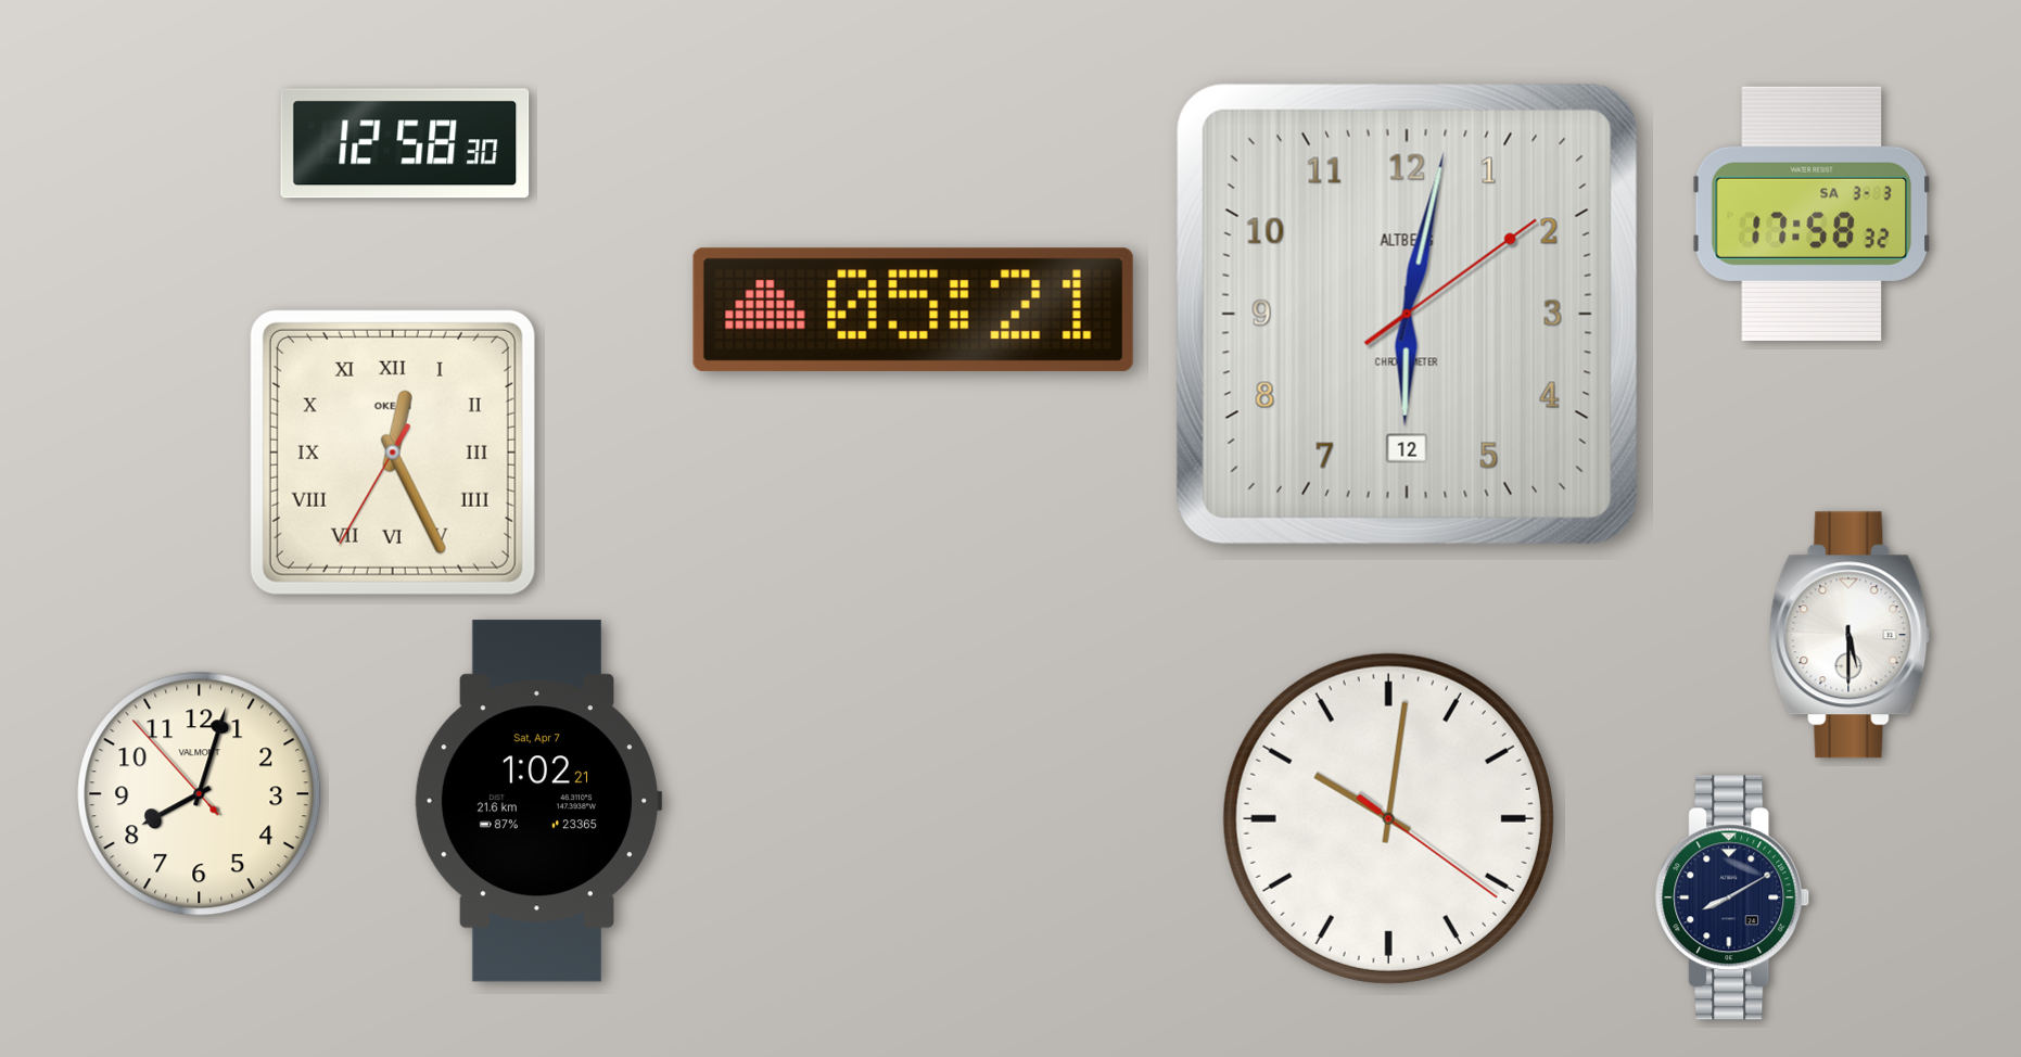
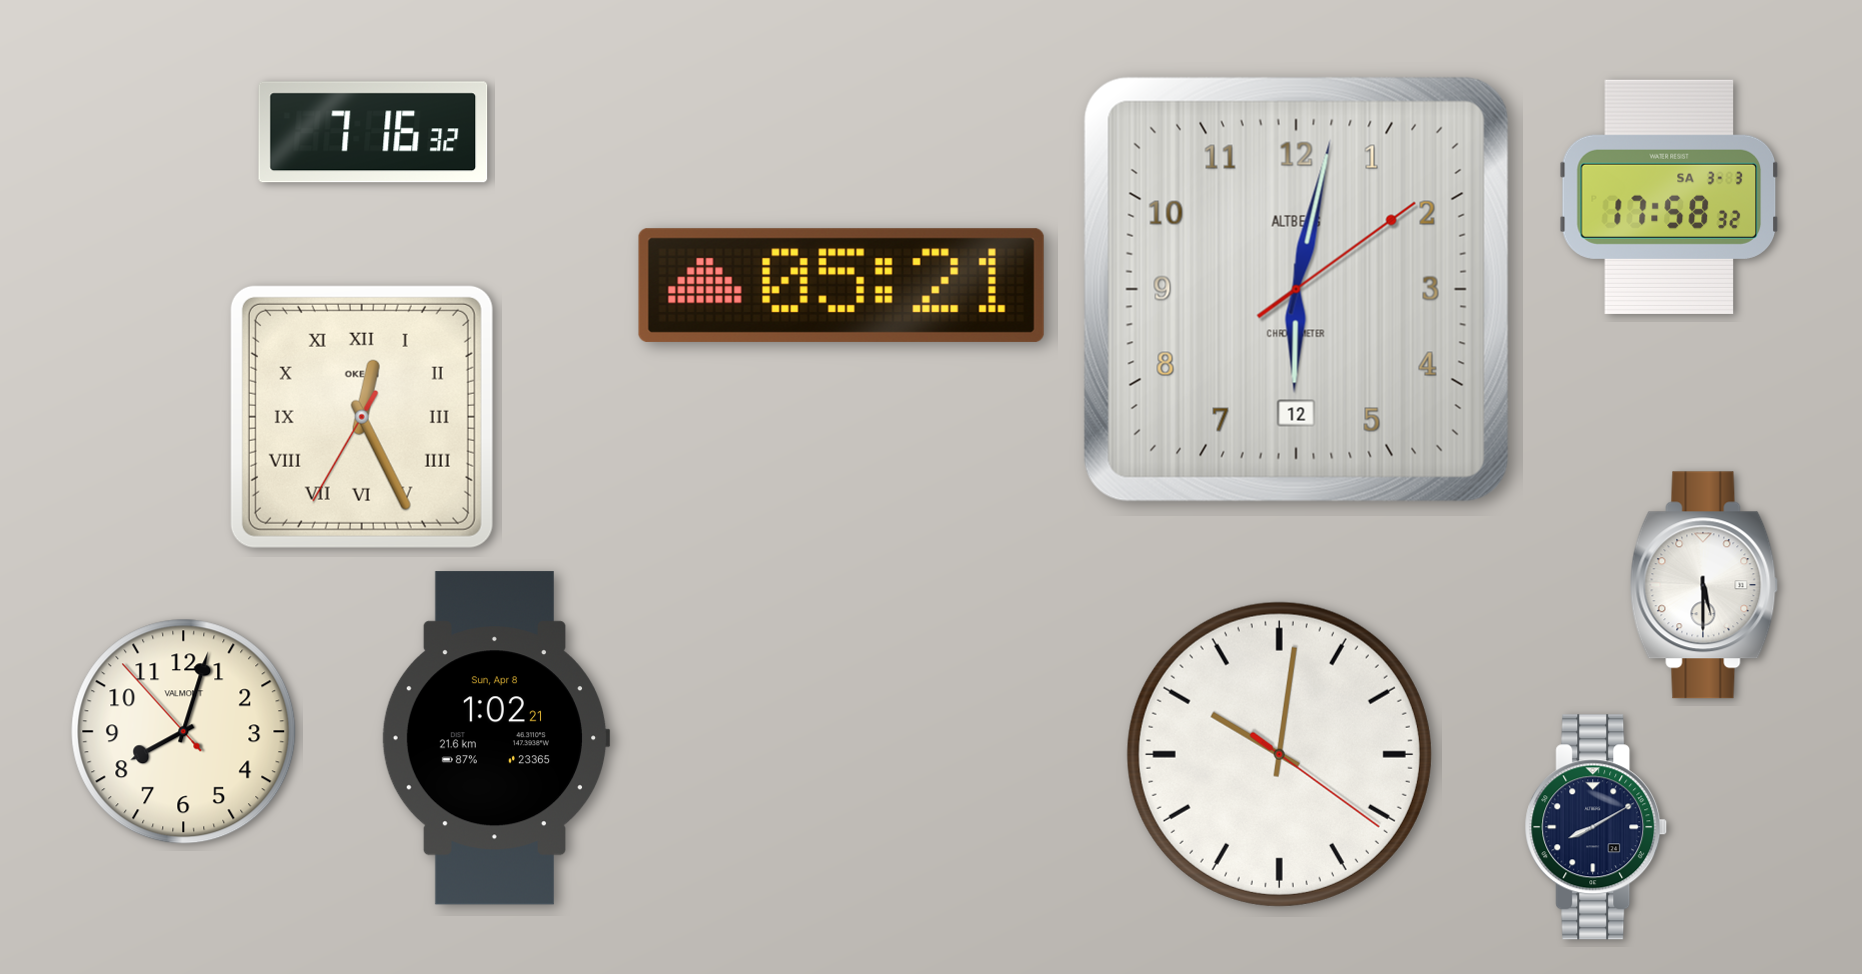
clock at (405, 143): 12:58 -> 7:16
clock at (538, 801) date: Sat, Apr 7 -> Sun, Apr 8
